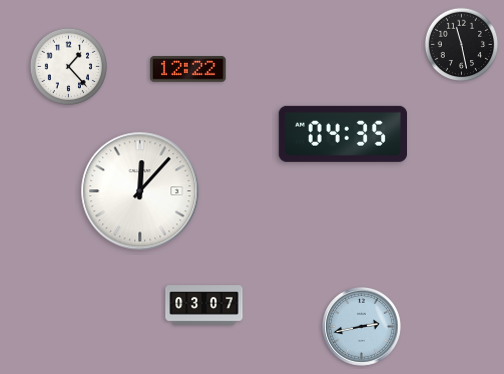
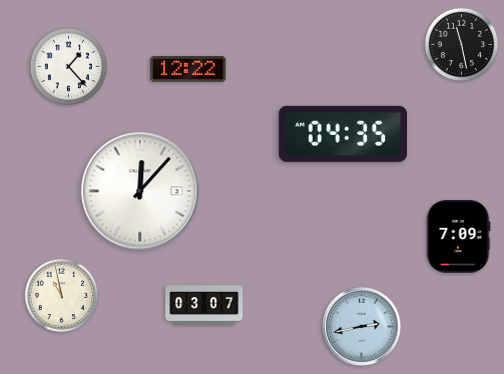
clock at (458, 237): none -> 7:09
clock at (62, 296): none -> 10:58
